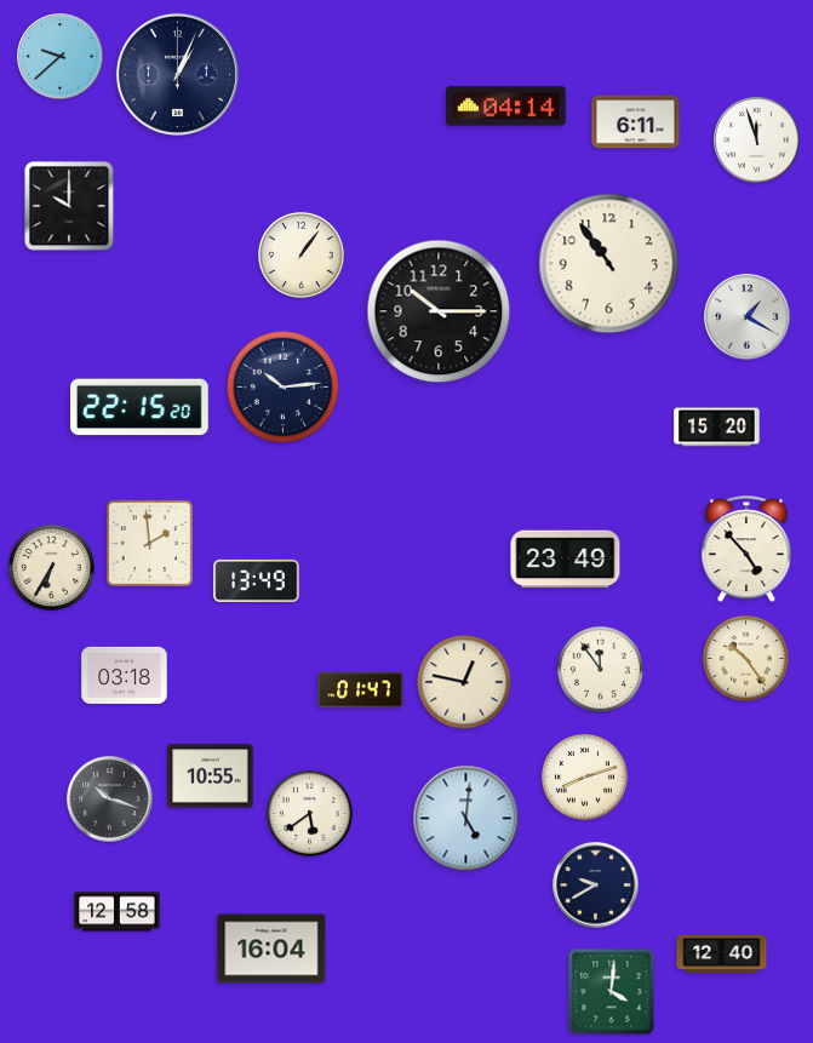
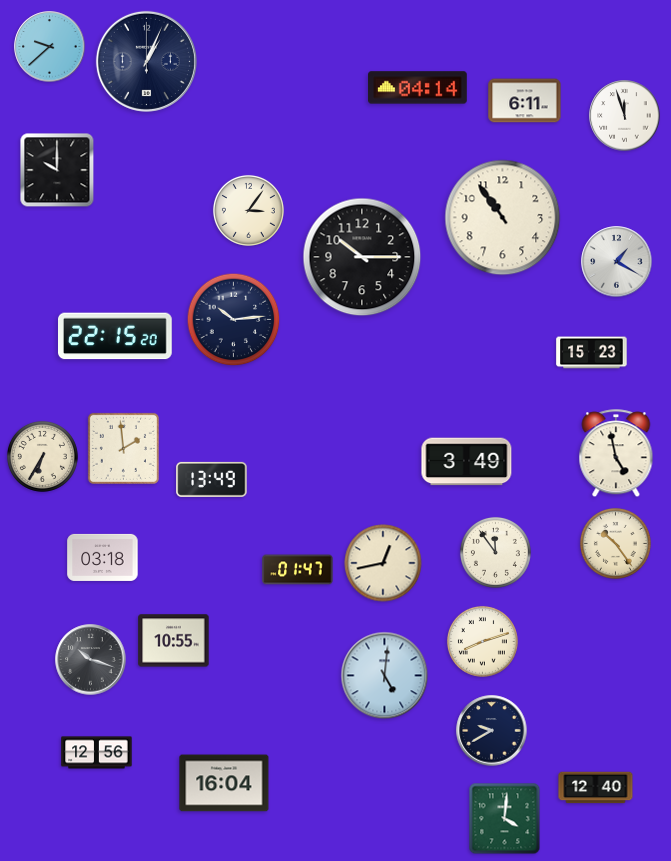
clock at (300, 254): 1:06 -> 3:06
clock at (717, 428): 15:20 -> 15:23
clock at (746, 550): 4:53 -> 4:58
clock at (566, 560): 23:49 -> 3:49
clock at (51, 567) position: (51, 567) -> (42, 456)
clock at (464, 682): 12:47 -> 12:43
clock at (309, 813): 5:39 -> none
clock at (118, 912): 12:58 -> 12:56
